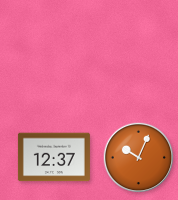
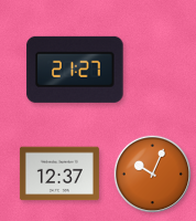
clock at (75, 70): none -> 21:27
